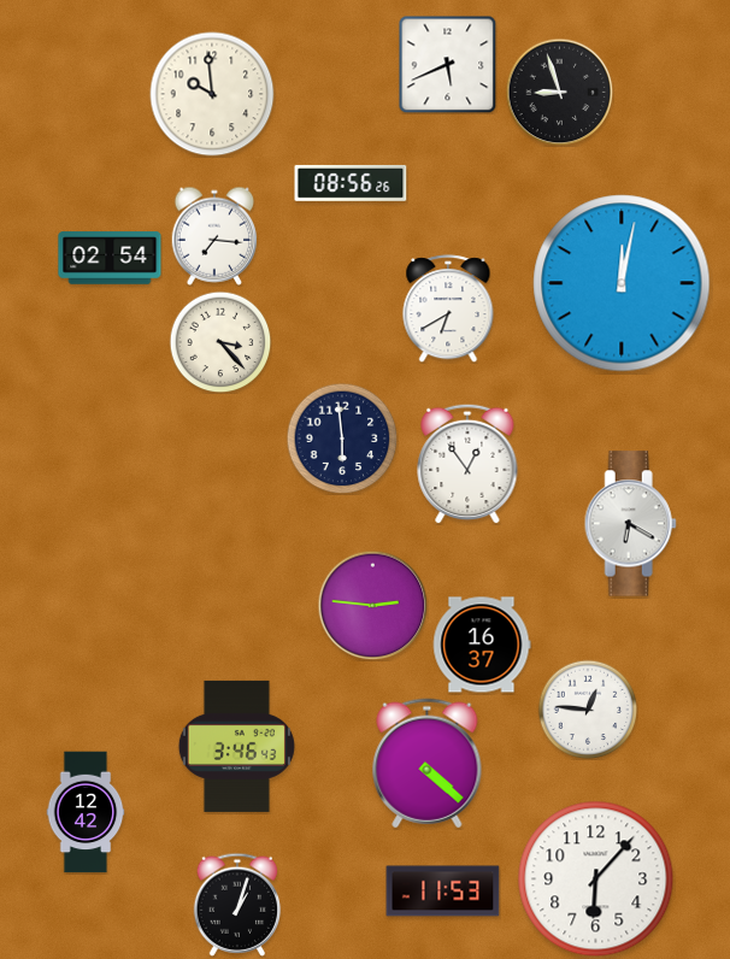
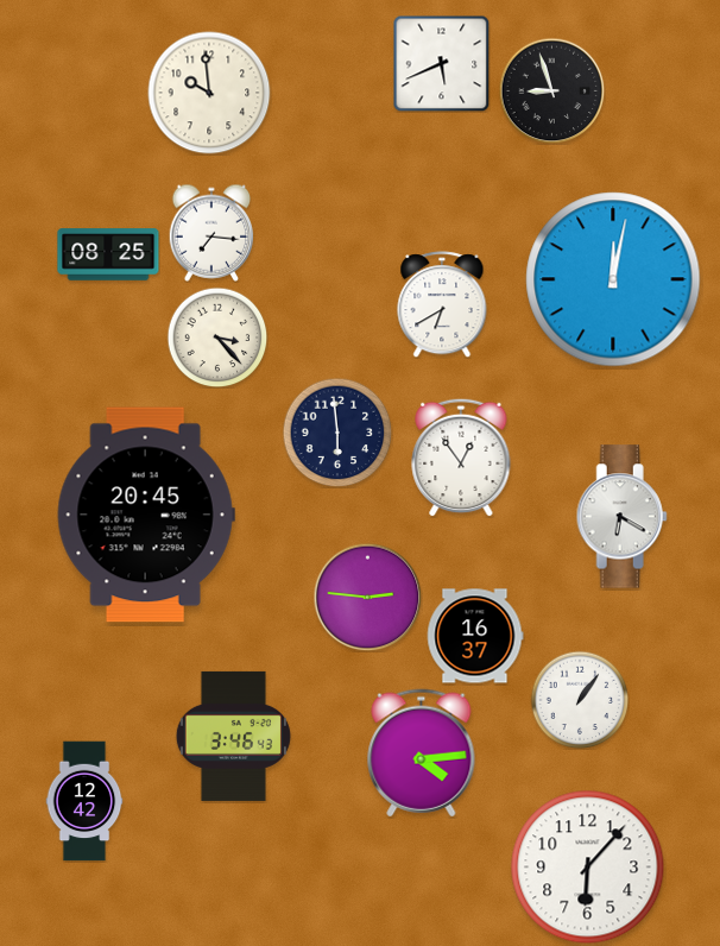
clock at (351, 183): 08:56 -> none
clock at (110, 258): 02:54 -> 08:25
clock at (146, 515): none -> 20:45
clock at (588, 710): 12:46 -> 1:06
clock at (428, 764): 4:22 -> 4:14
clock at (443, 892): 11:53 -> none
clock at (237, 905): 1:03 -> none
